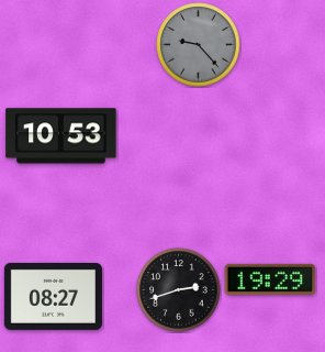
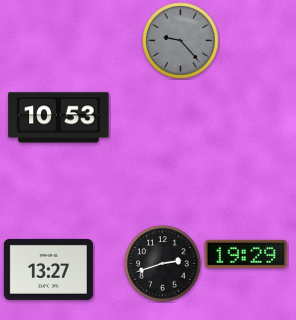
clock at (61, 136) position: (61, 136) -> (59, 118)
clock at (53, 296): 08:27 -> 13:27
